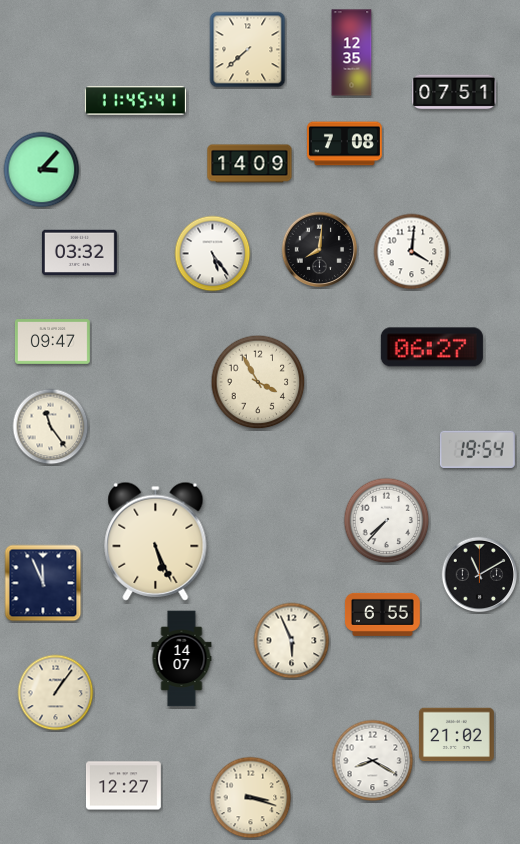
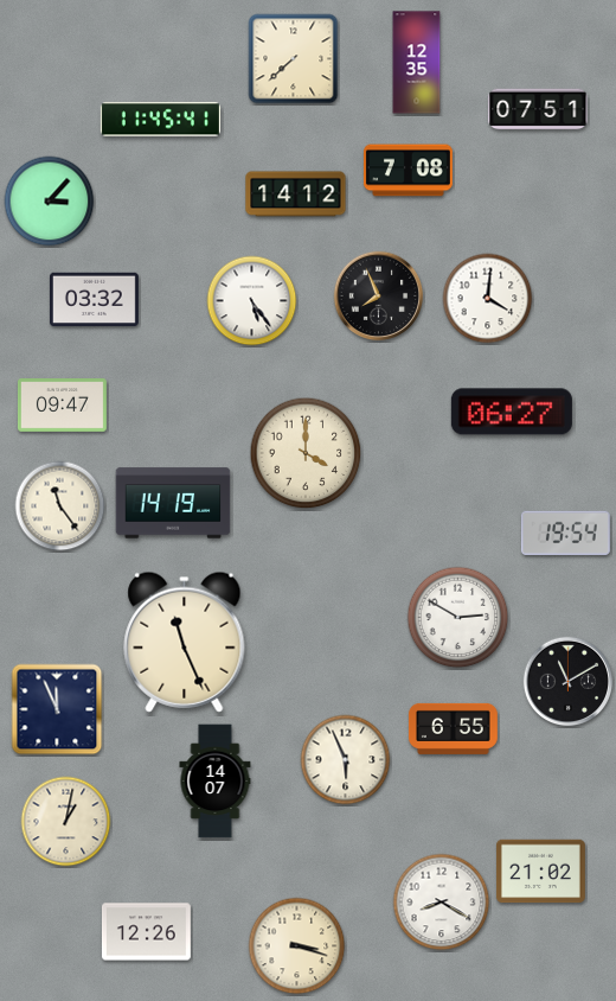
clock at (250, 164): 14:09 -> 14:12
clock at (320, 250): 8:01 -> 7:56
clock at (258, 382): 3:55 -> 4:00
clock at (173, 503): none -> 14:19
clock at (387, 521): 7:37 -> 2:50
clock at (156, 541): 5:26 -> 11:26
clock at (43, 583) position: (43, 583) -> (57, 709)
clock at (56, 693): 1:06 -> 1:02
clock at (123, 786): 12:27 -> 12:26
